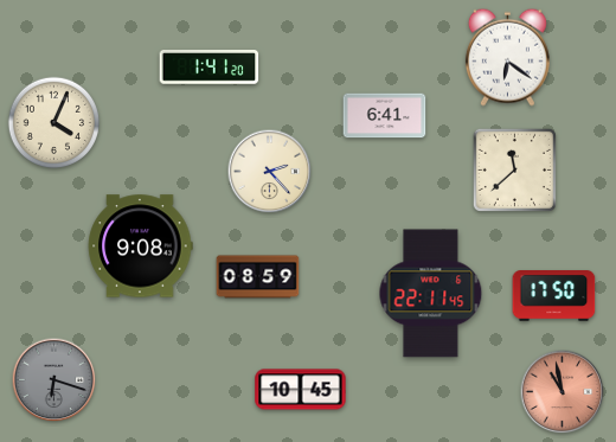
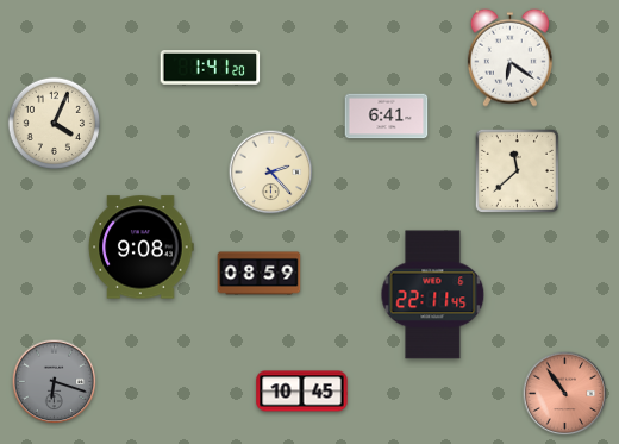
clock at (258, 277) position: (258, 277) -> (260, 274)
clock at (554, 296): 17:50 -> none
clock at (563, 392): 10:58 -> 10:54
